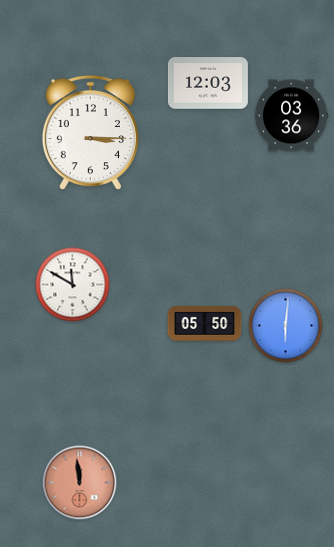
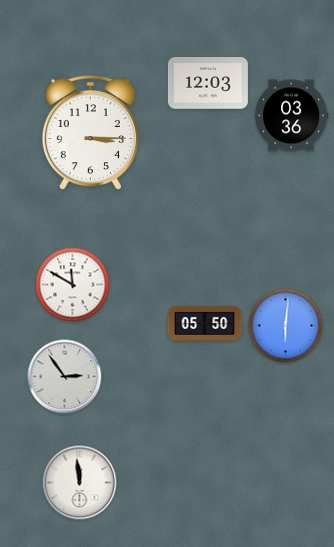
clock at (65, 377): none -> 2:54
clock at (80, 483) dial: salmon -> white
